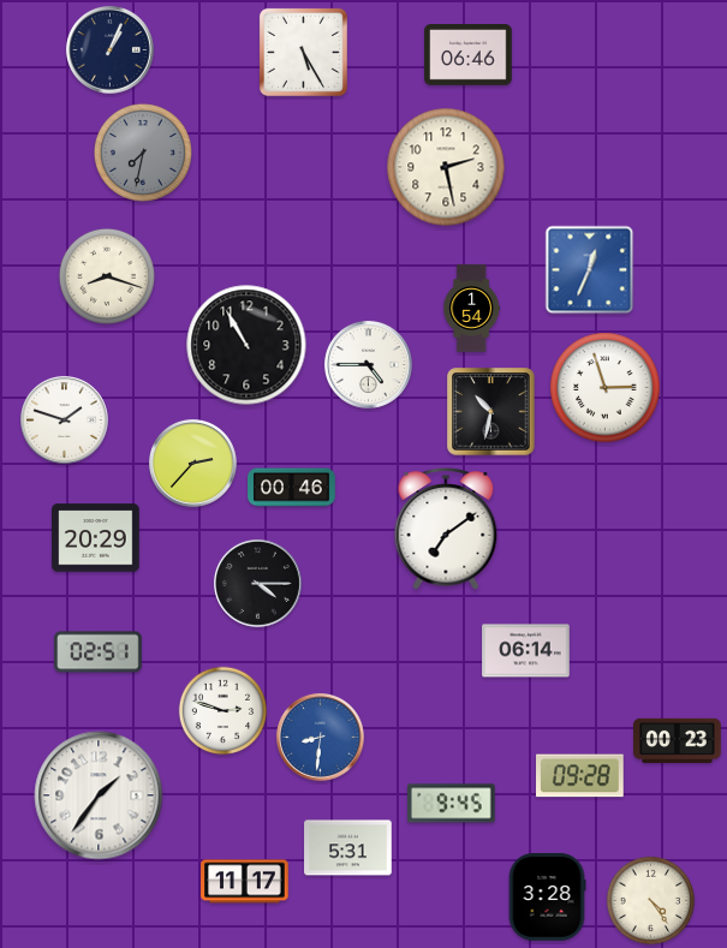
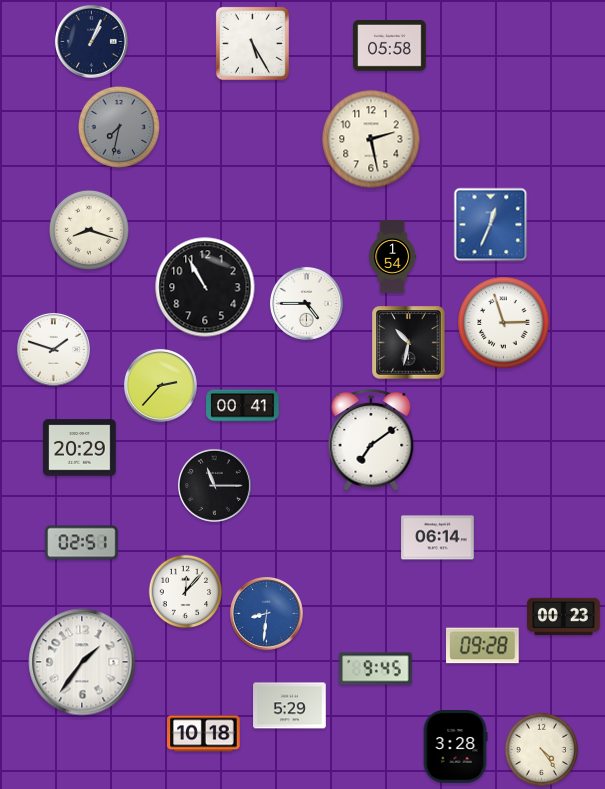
clock at (469, 55): 06:46 -> 05:58
clock at (292, 488): 00:46 -> 00:41
clock at (257, 583): 4:15 -> 11:15
clock at (526, 651) position: (526, 651) -> (438, 538)
clock at (224, 711): 2:48 -> 12:07
clock at (348, 848): 5:31 -> 5:29
clock at (245, 882): 11:17 -> 10:18
